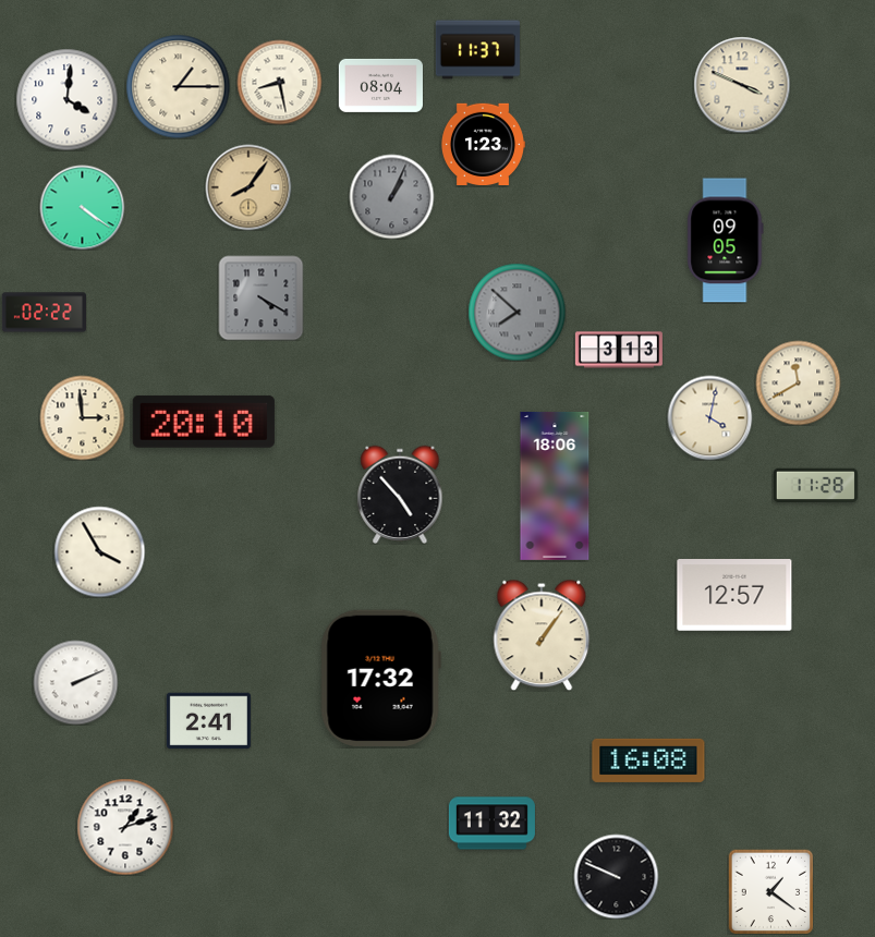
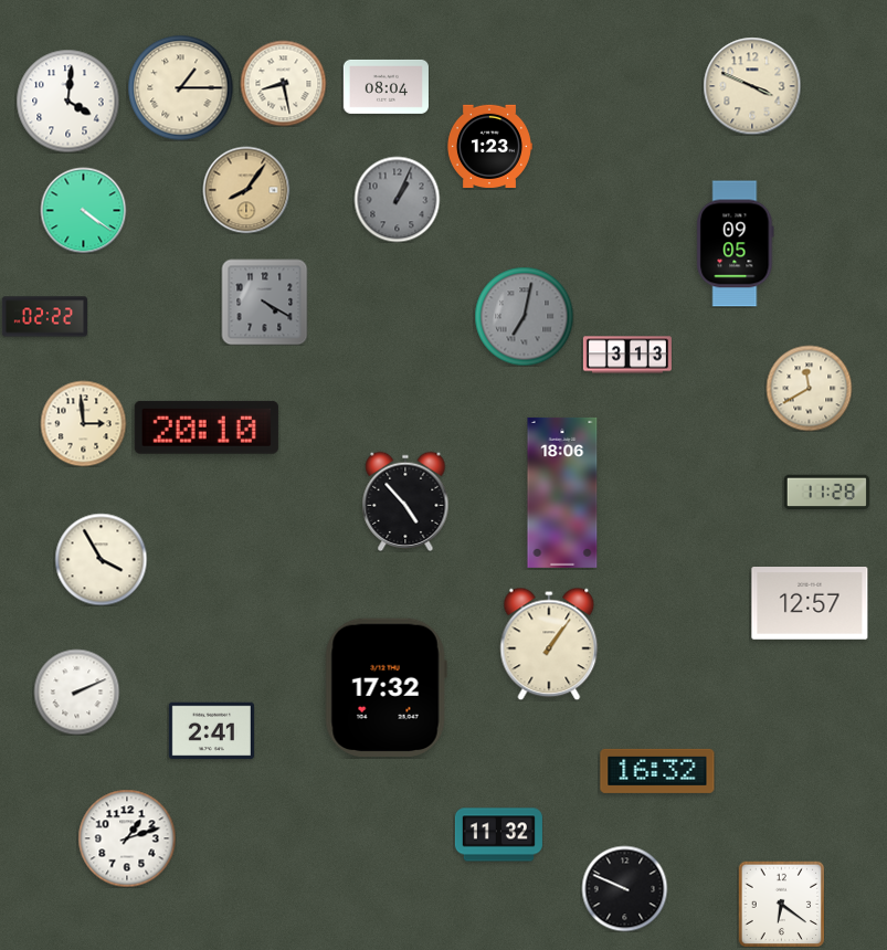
clock at (477, 50): 11:37 -> none
clock at (248, 187) position: (248, 187) -> (246, 190)
clock at (517, 312): 7:52 -> 7:02
clock at (709, 417): 4:02 -> none
clock at (734, 596) position: (734, 596) -> (810, 604)
clock at (648, 760): 16:08 -> 16:32
clock at (770, 891): 1:21 -> 6:21
